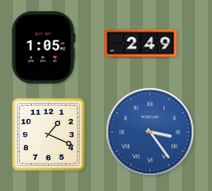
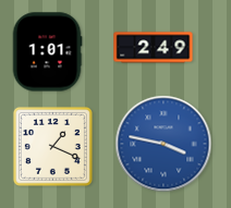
clock at (43, 48): 1:05 -> 1:01
clock at (150, 132): 3:24 -> 3:47
